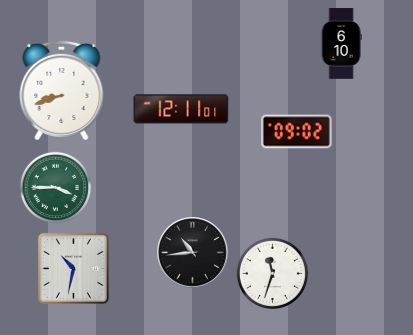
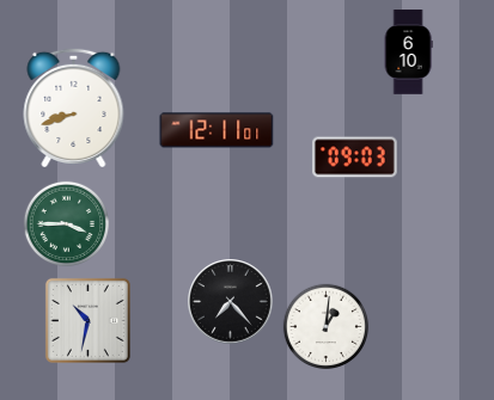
clock at (297, 132): 09:02 -> 09:03
clock at (193, 253): 10:44 -> 7:23
clock at (273, 274): 11:33 -> 1:01
